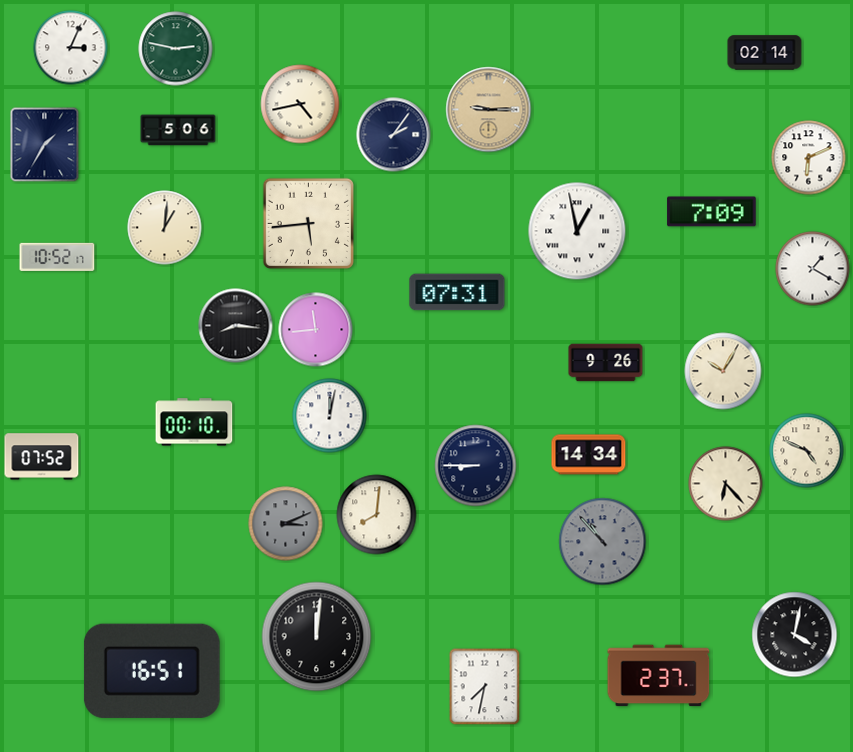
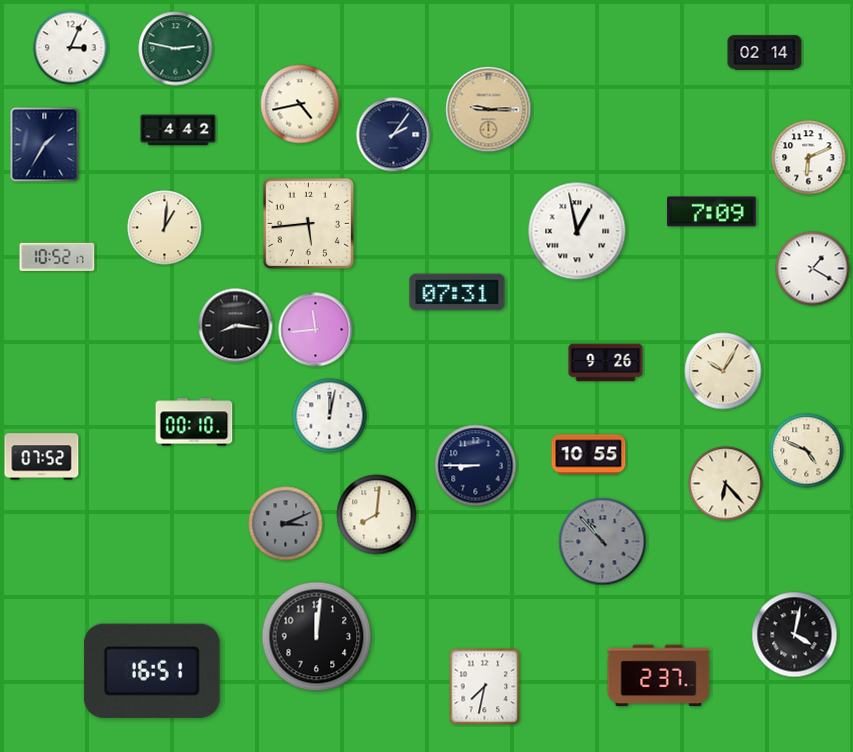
clock at (178, 130): 5:06 -> 4:42
clock at (589, 455): 14:34 -> 10:55
